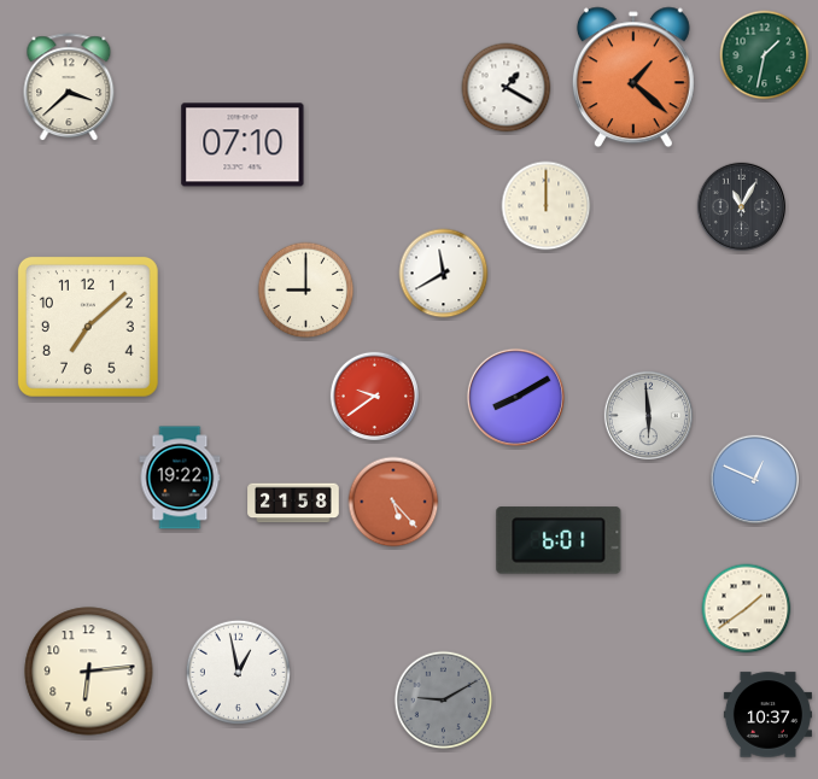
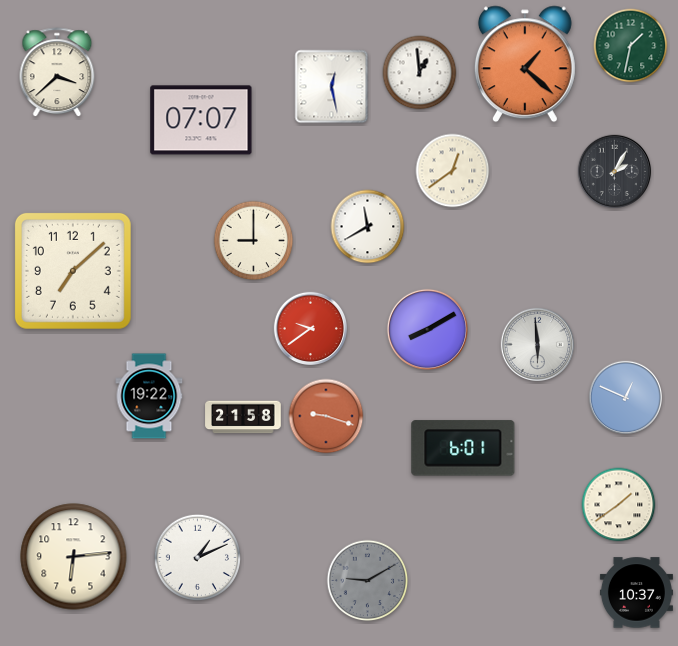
clock at (765, 55) position: (765, 55) -> (631, 46)
clock at (507, 88): 1:20 -> 12:59
clock at (332, 87): none -> 12:28
clock at (243, 145): 07:10 -> 07:07
clock at (547, 206): 12:00 -> 12:39
clock at (742, 207): 11:05 -> 2:05
clock at (393, 502): 5:23 -> 9:18
clock at (238, 672): 12:58 -> 1:11
